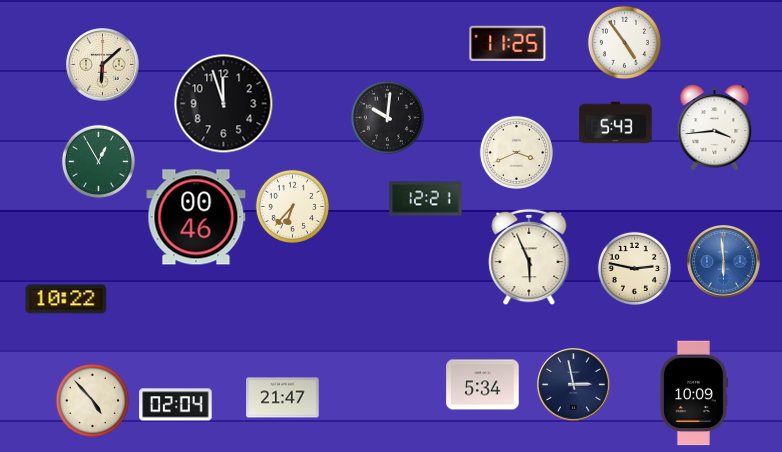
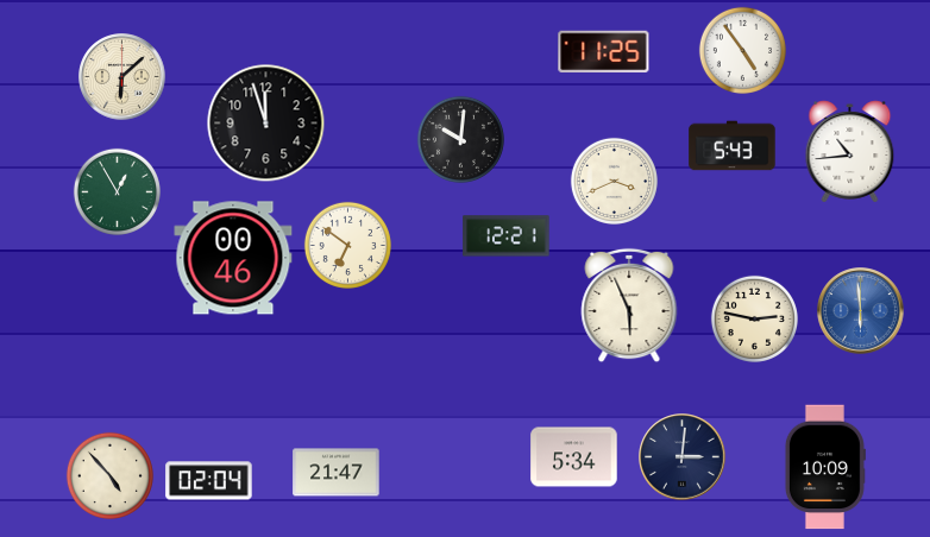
clock at (715, 128): 3:44 -> 10:44
clock at (292, 206): 6:37 -> 6:51
clock at (66, 299): 10:22 -> none
clock at (574, 385): 2:58 -> 3:01
